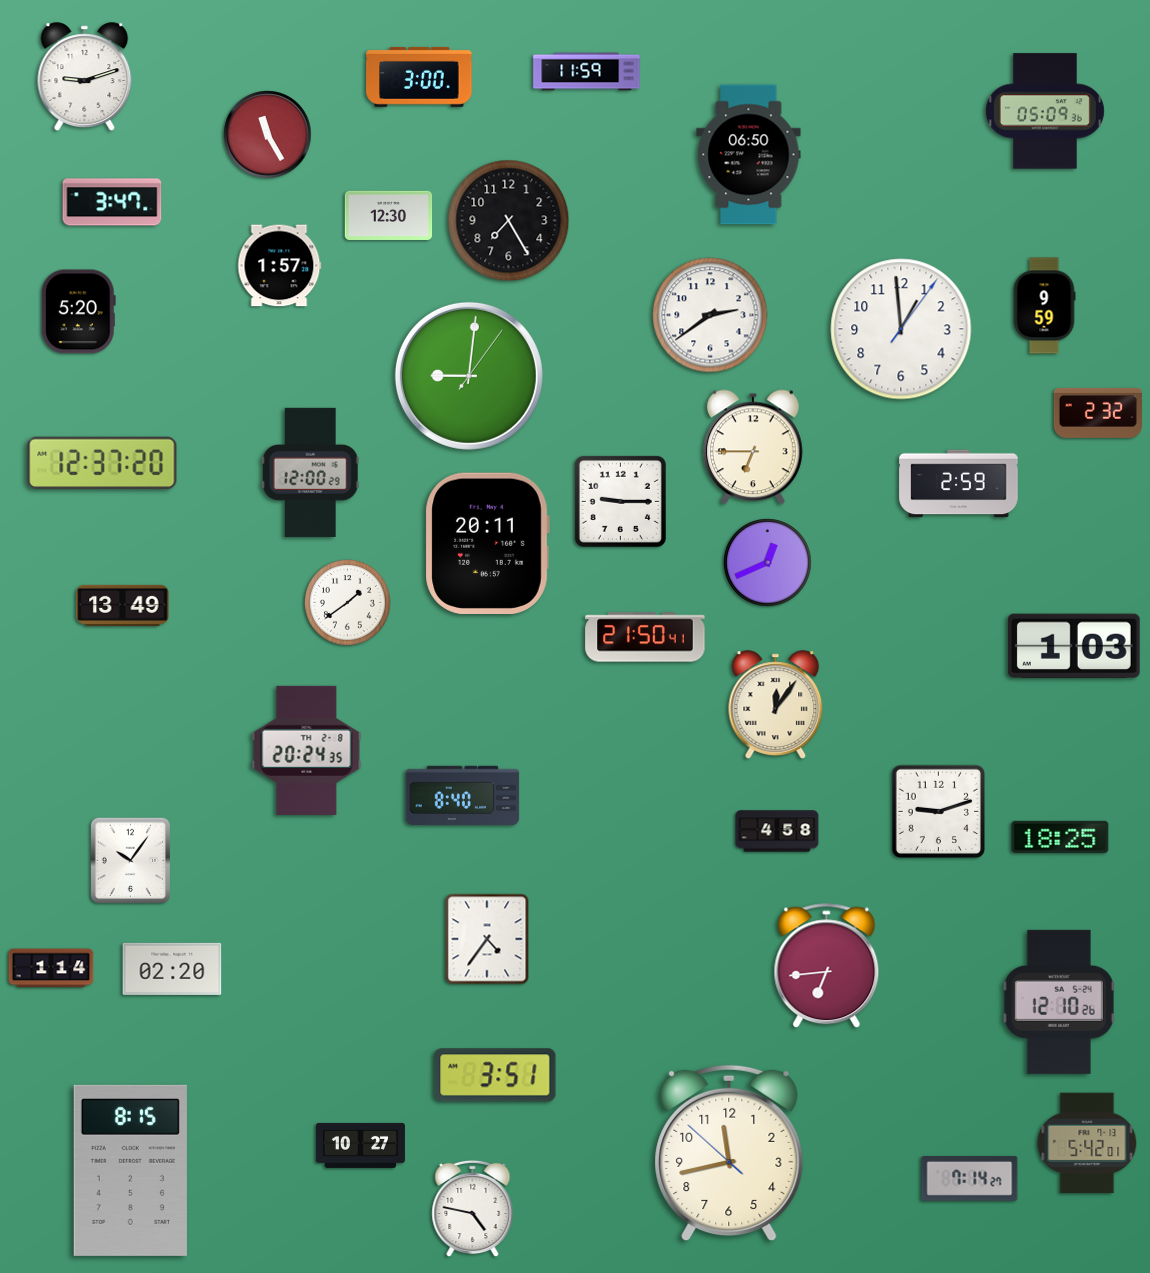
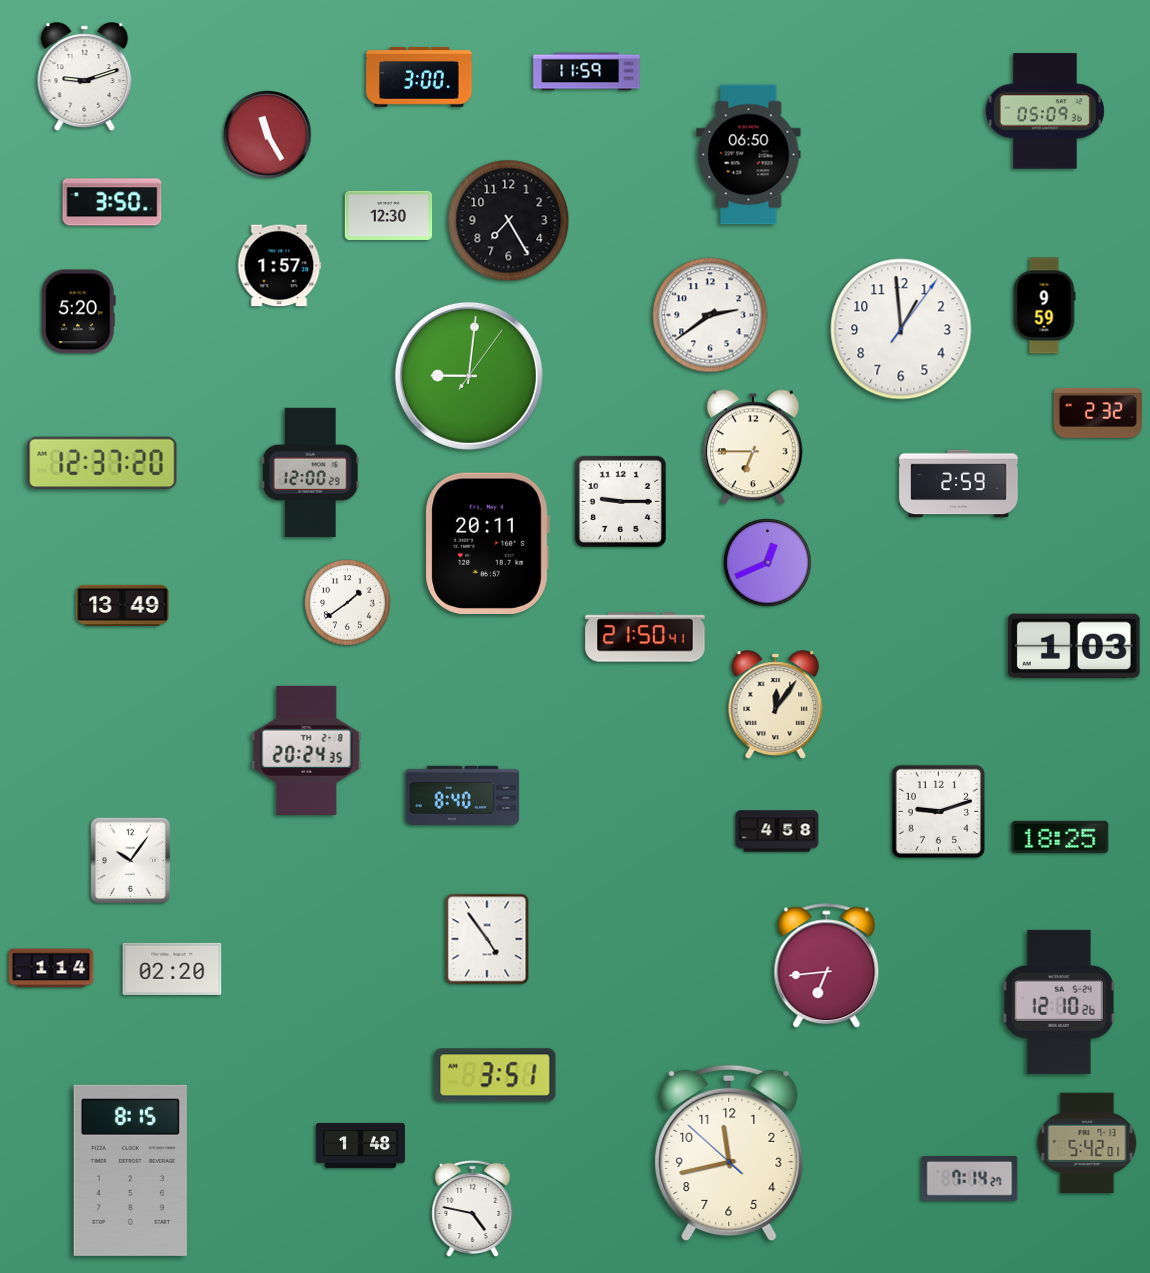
clock at (112, 202): 3:47 -> 3:50
clock at (487, 939): 4:36 -> 4:54
clock at (360, 1145): 10:27 -> 1:48
